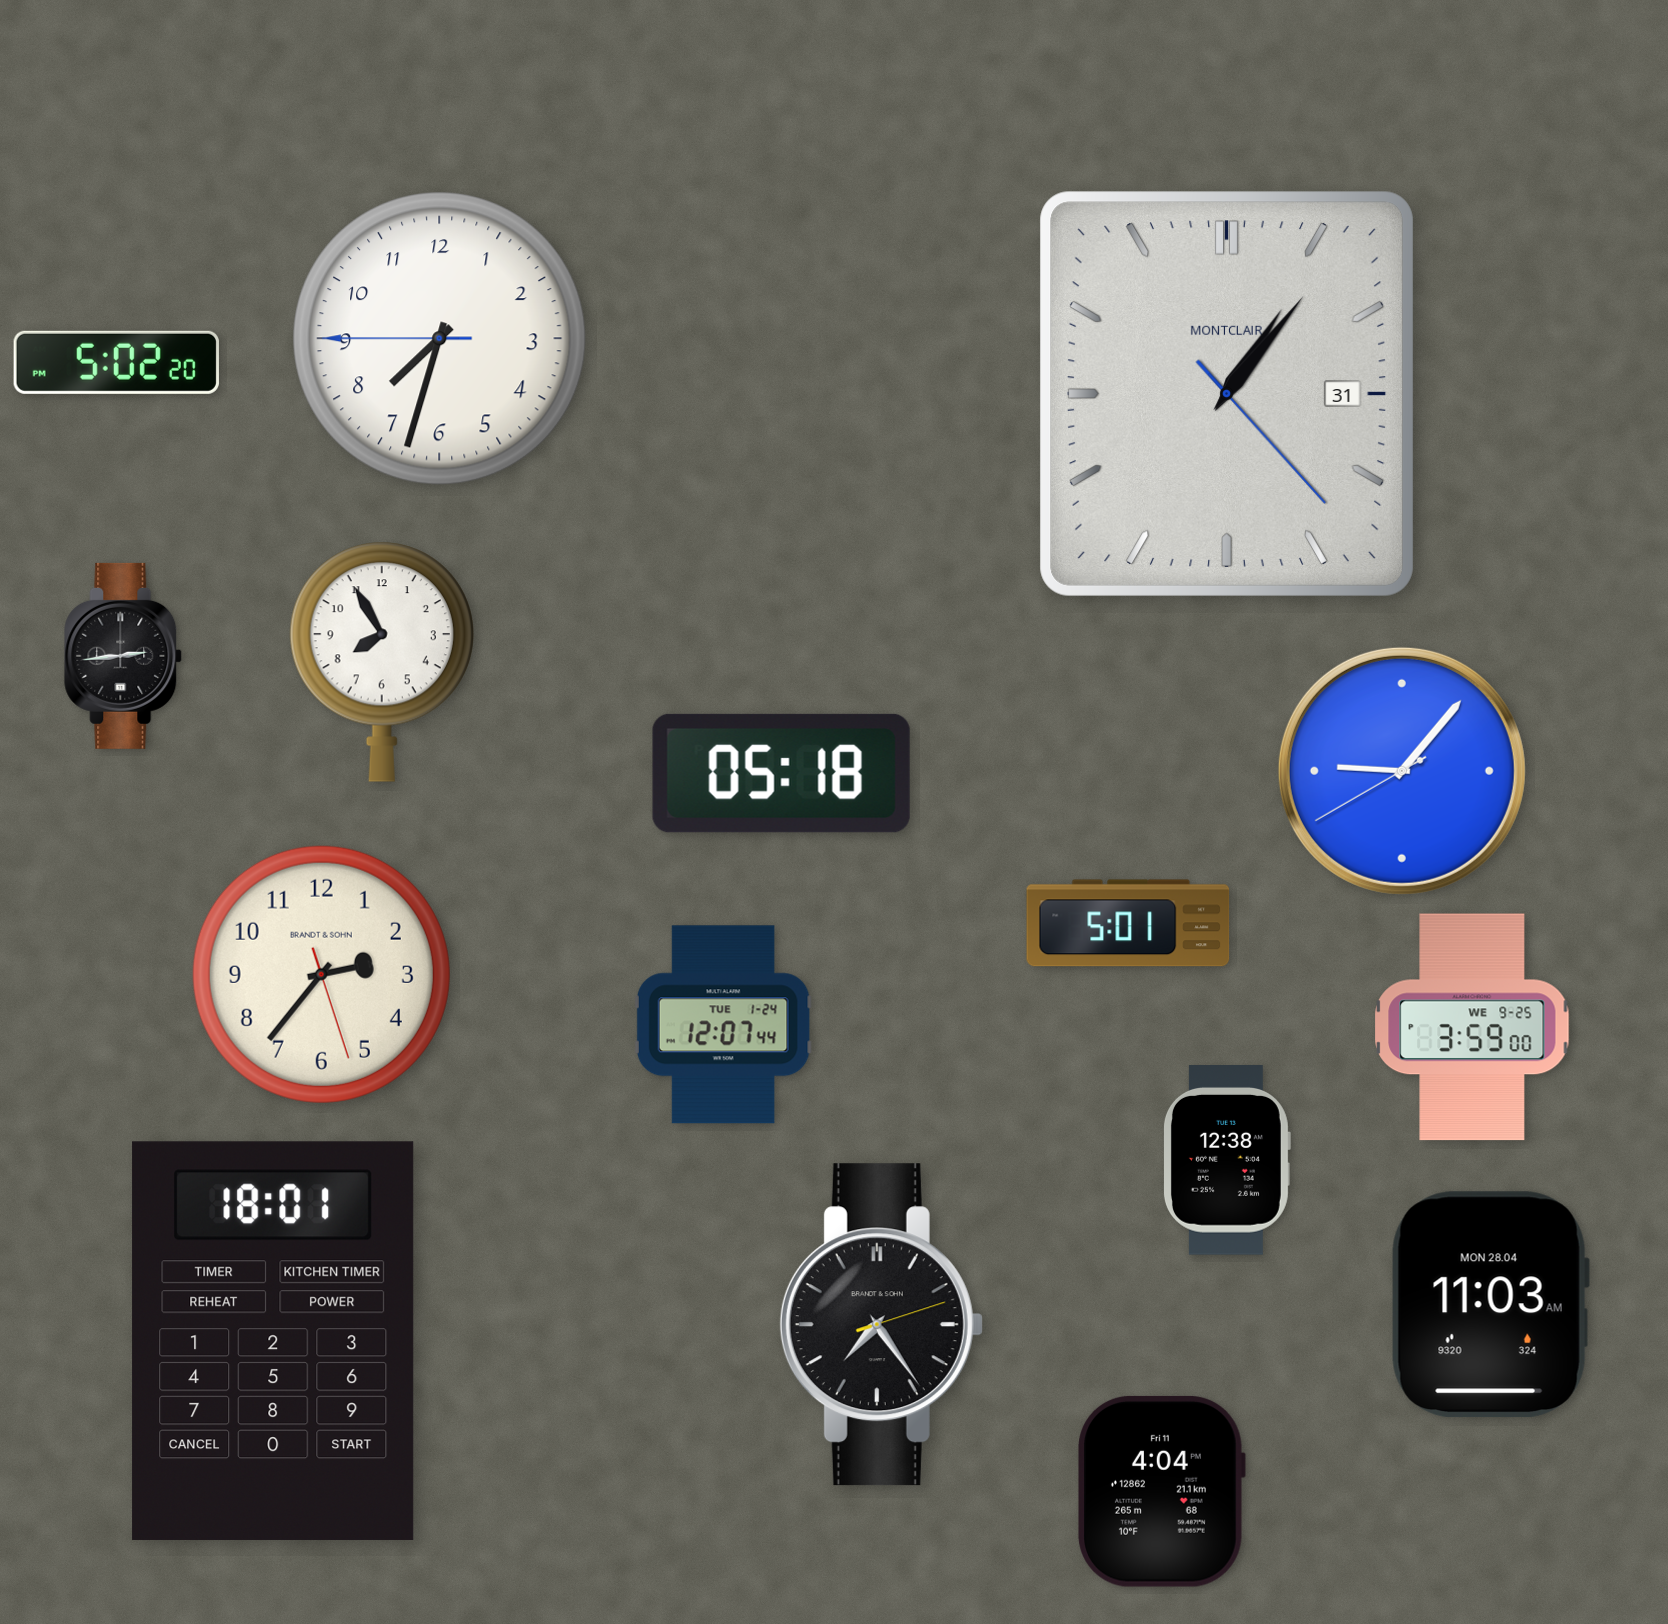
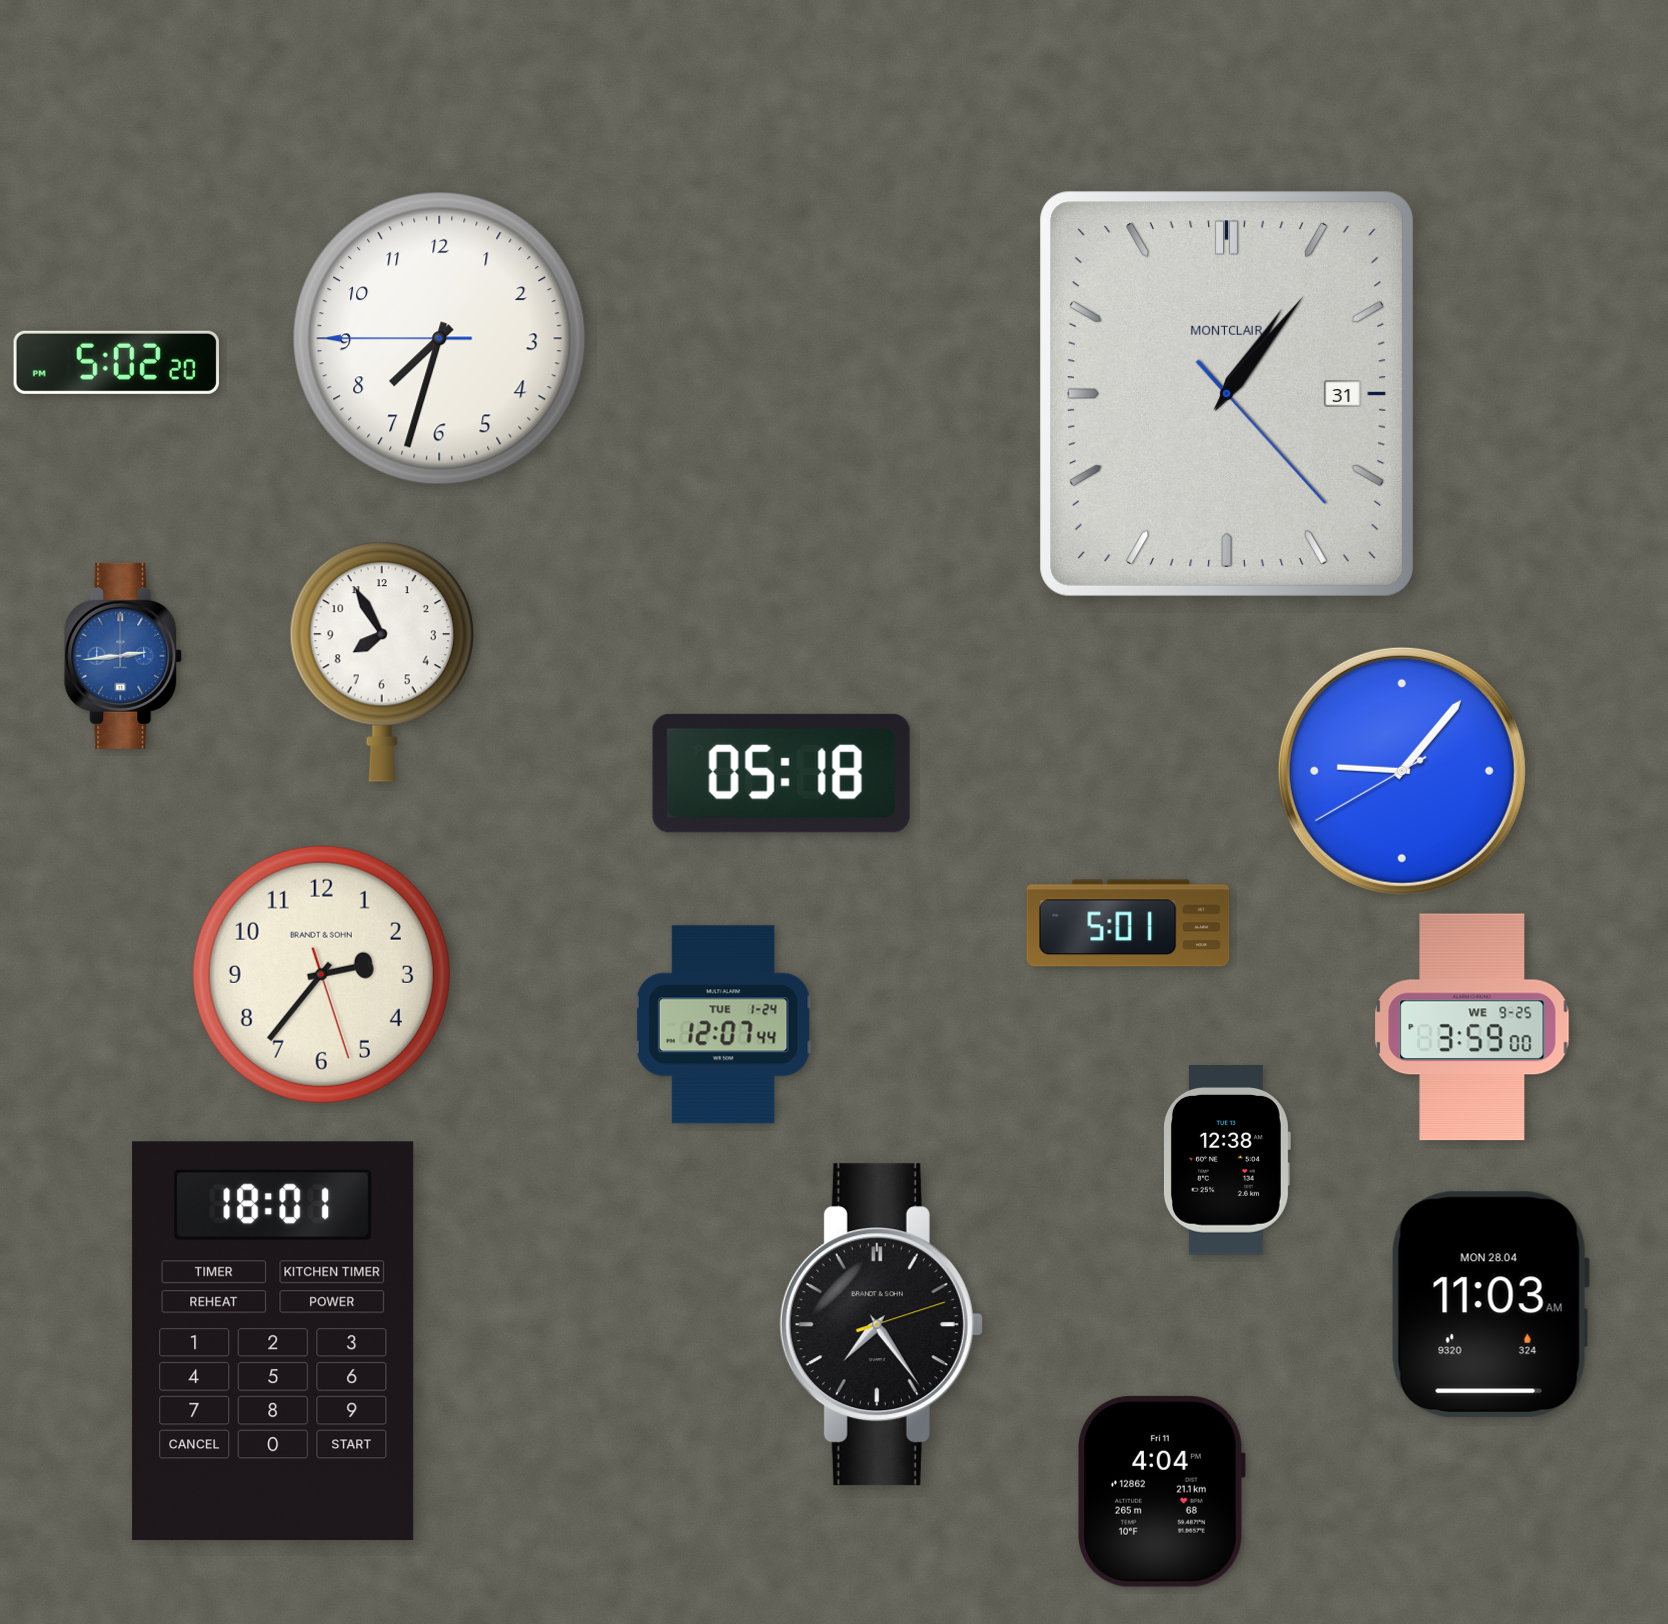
clock at (124, 656) dial: black -> blue
